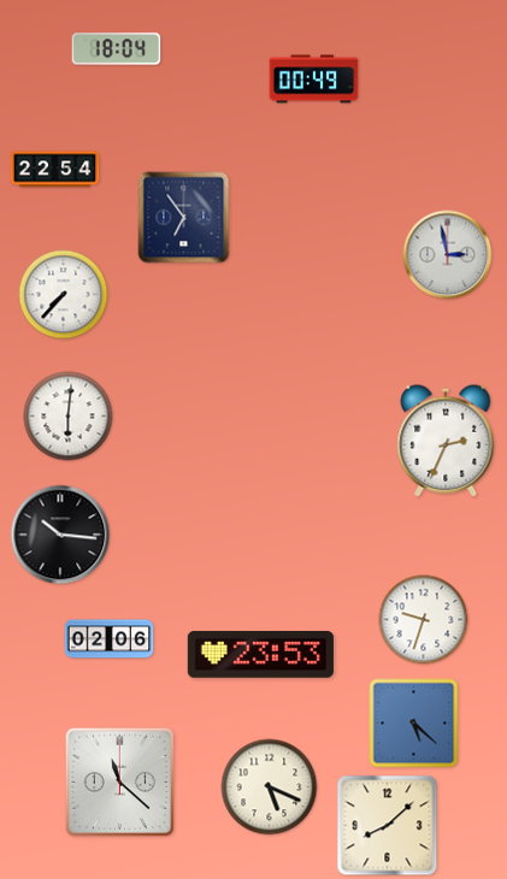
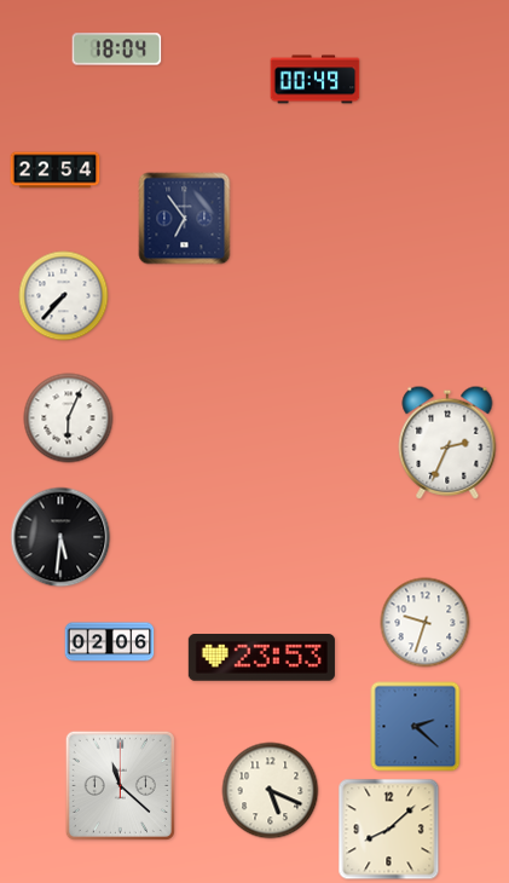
clock at (448, 255): 2:58 -> none
clock at (69, 417): 6:01 -> 6:04
clock at (60, 535): 10:16 -> 5:31
clock at (414, 724): 5:22 -> 2:22
